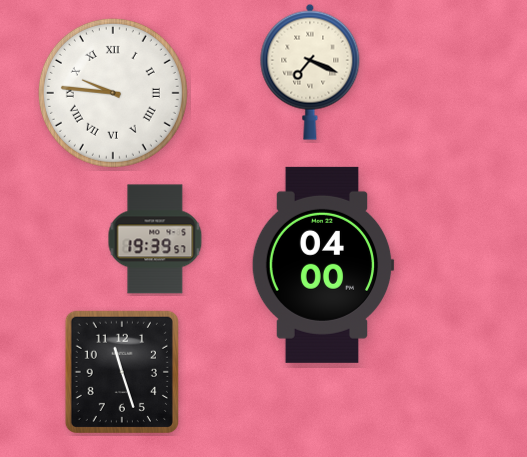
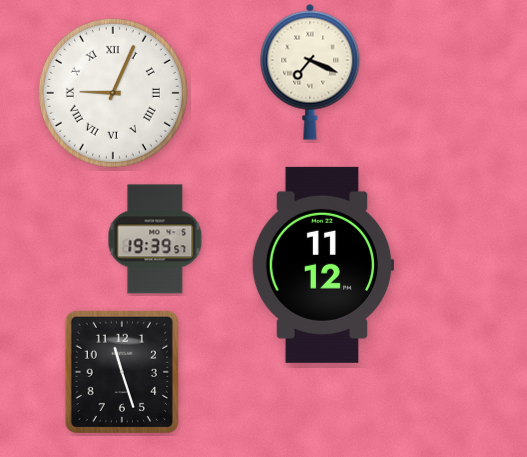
clock at (113, 93): 9:46 -> 9:04
clock at (323, 265): 04:00 -> 11:12
